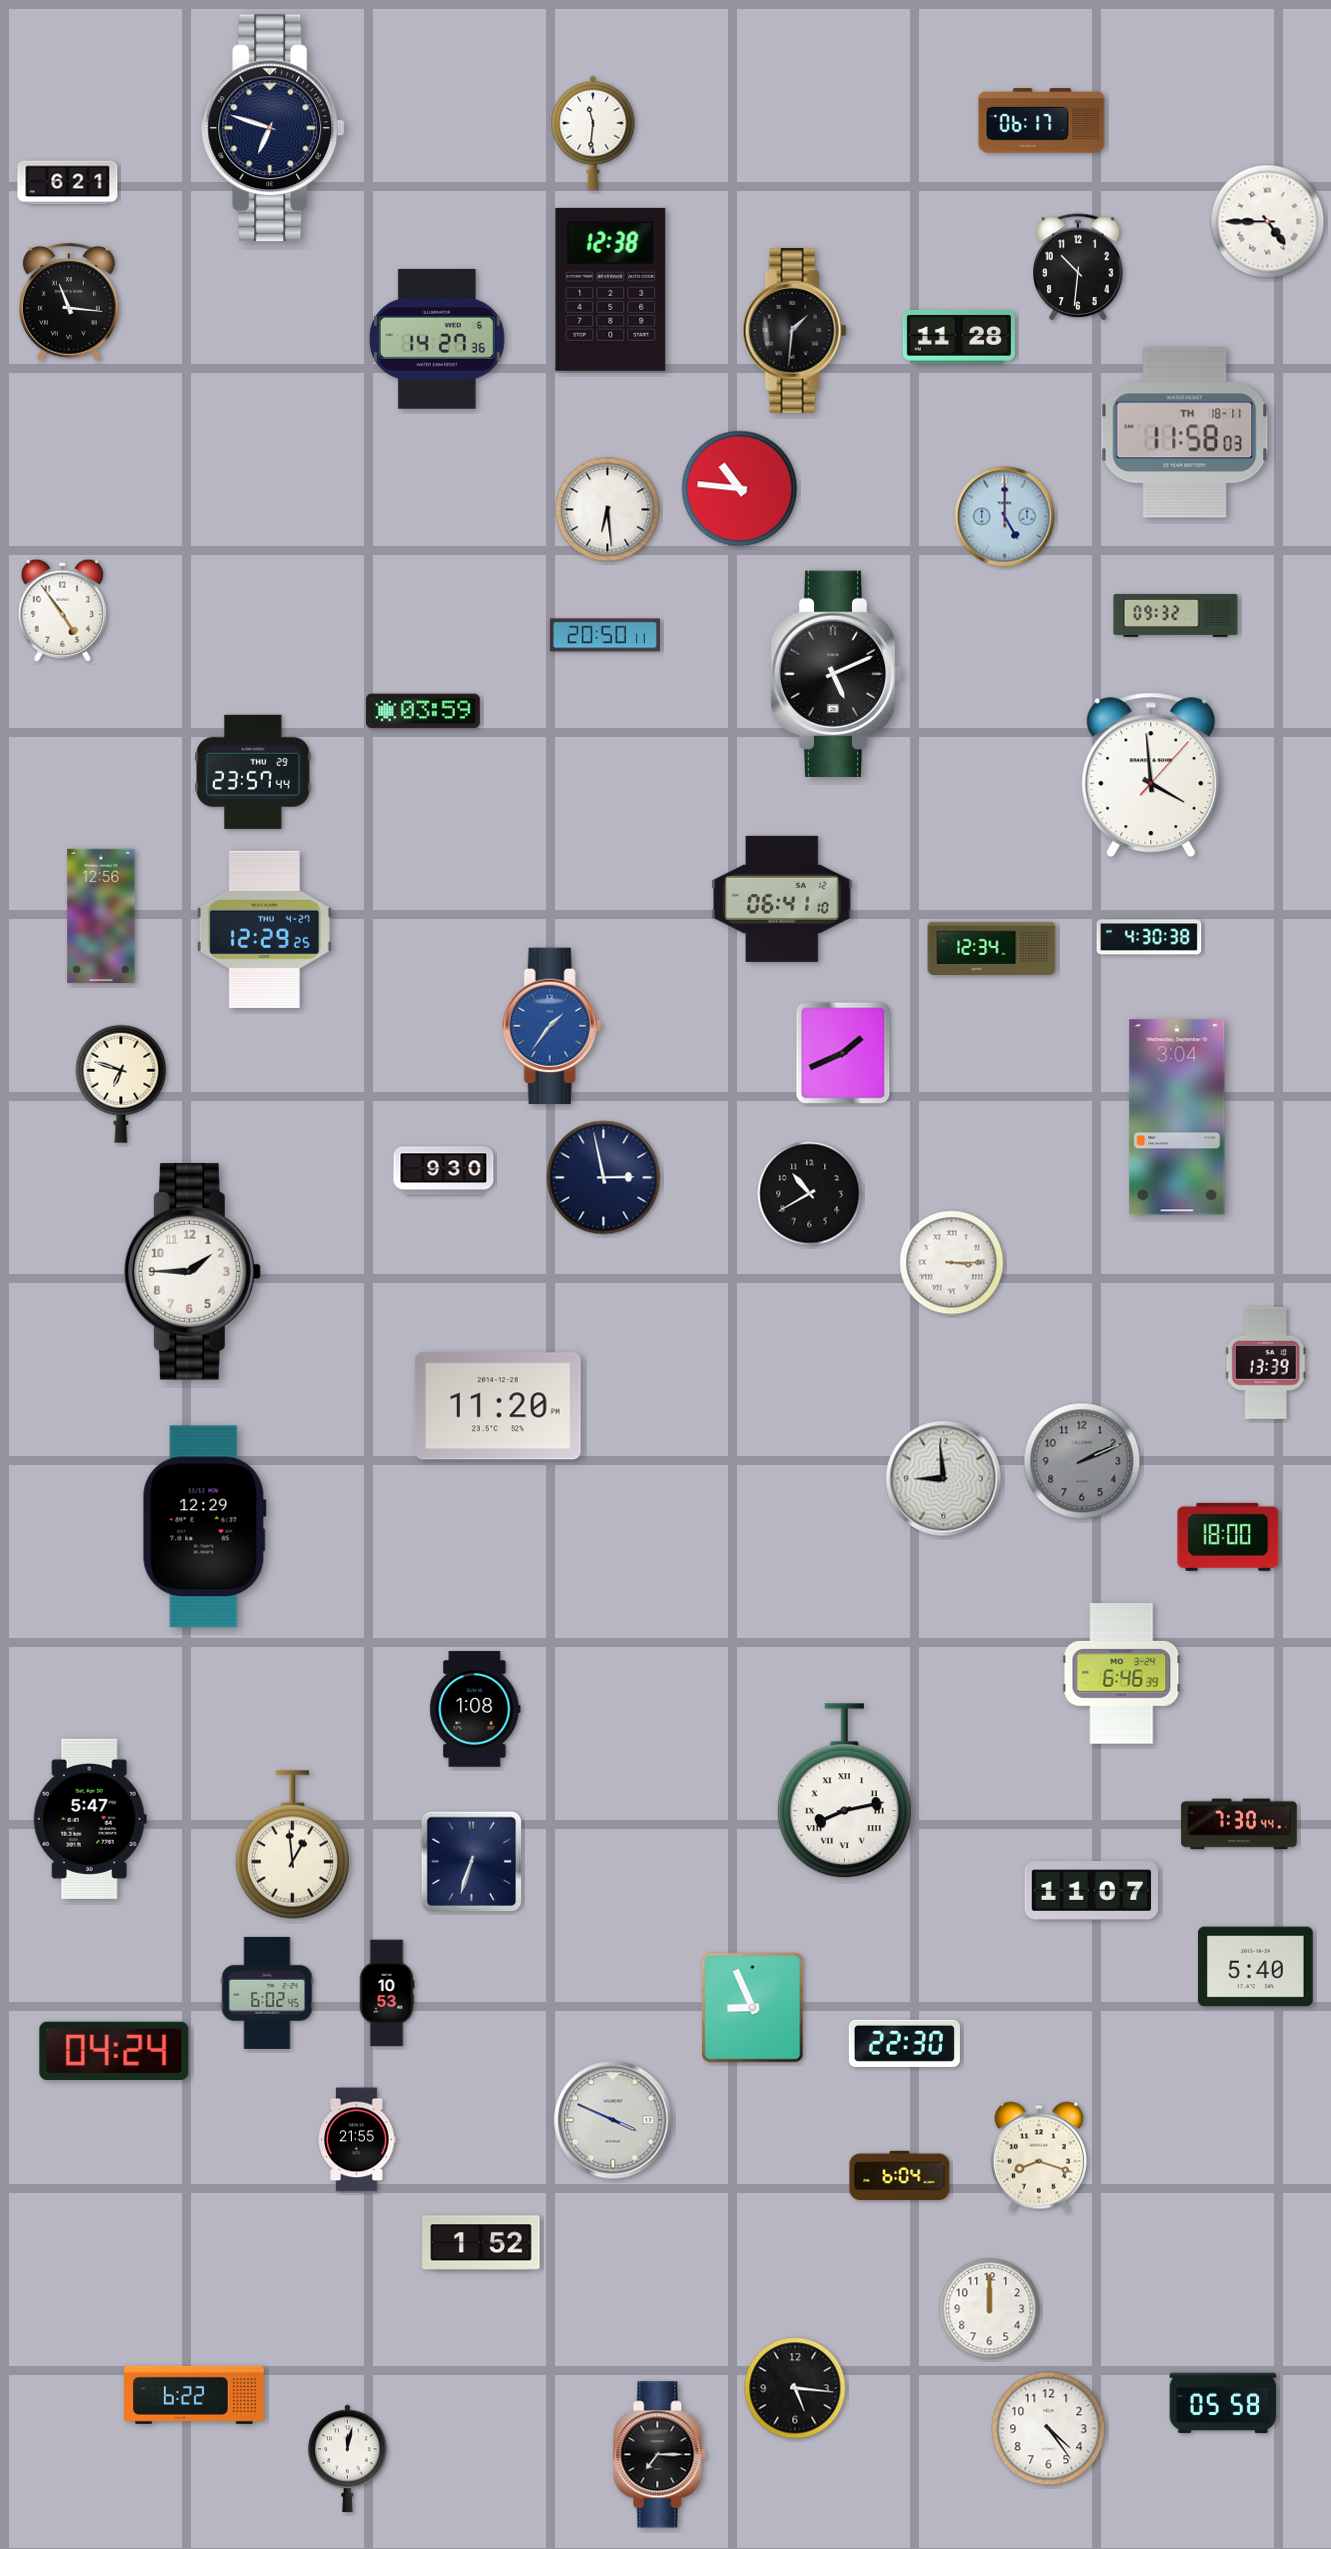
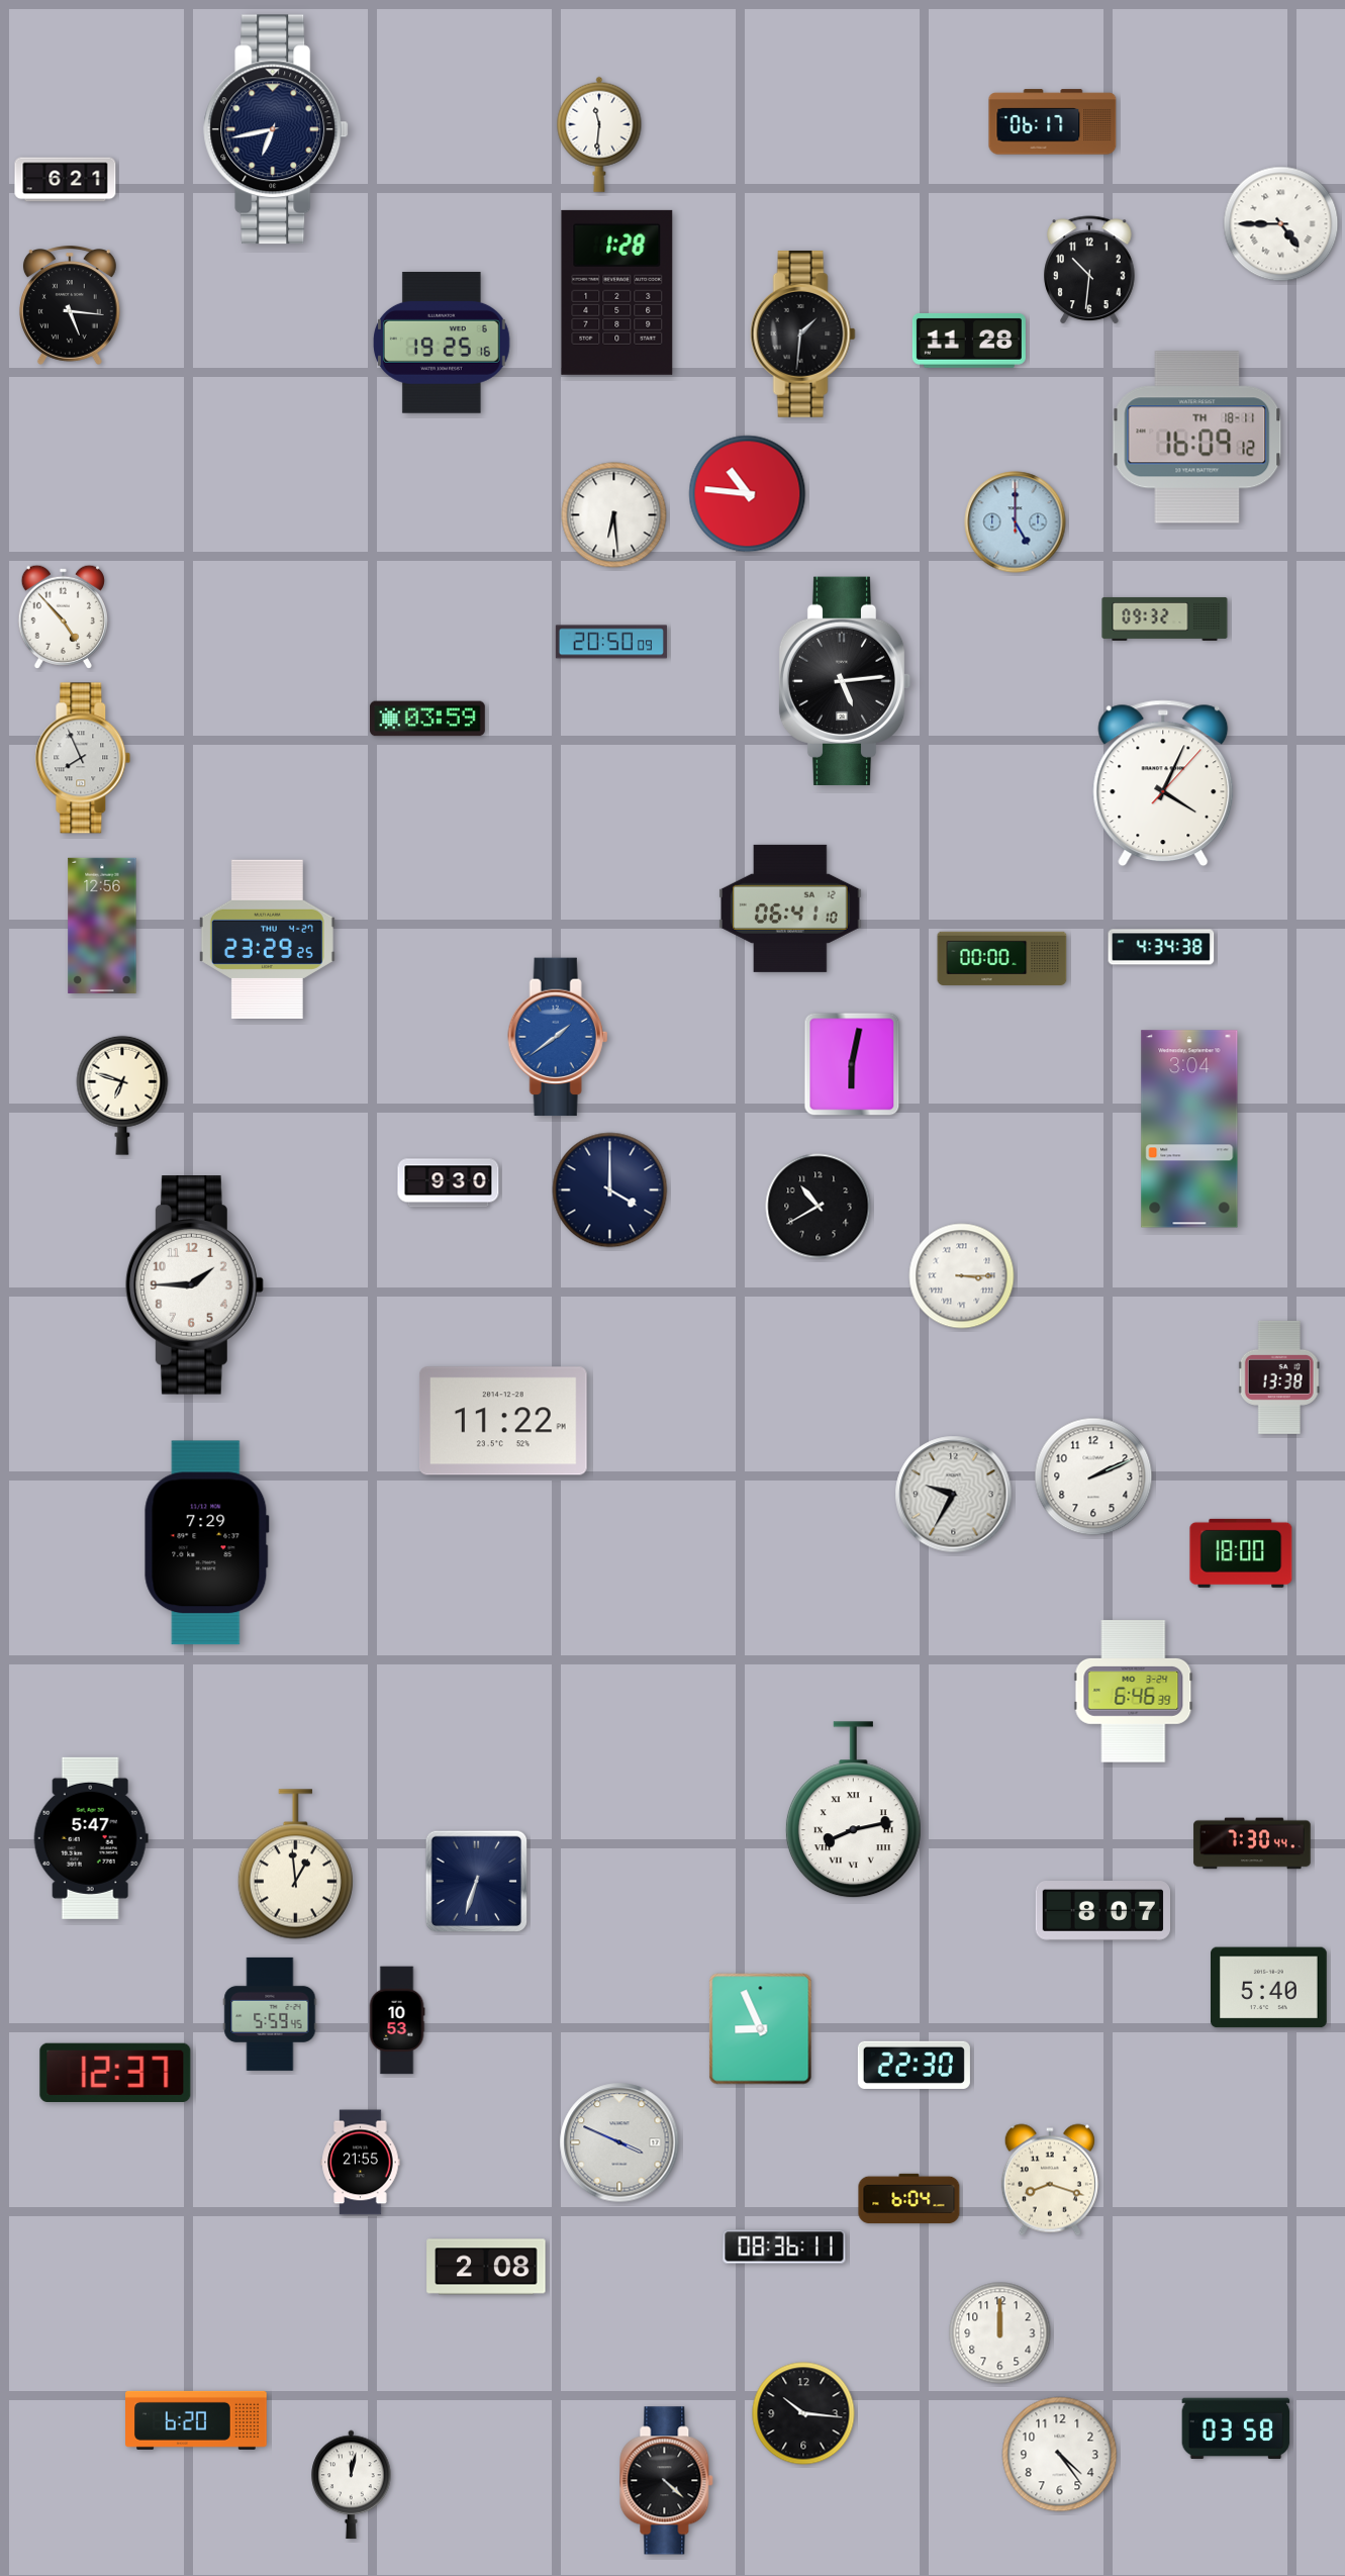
clock at (273, 128): 6:48 -> 6:43
clock at (68, 183) position: (68, 183) -> (66, 180)
clock at (611, 289): 12:38 -> 1:28
clock at (69, 302): 11:16 -> 5:16
clock at (437, 339): 14:27 -> 19:25
clock at (1185, 433): 11:58 -> 16:09
clock at (62, 610): 4:54 -> 4:53
clock at (1176, 615) position: (1176, 615) -> (1165, 618)
clock at (605, 635): 20:50:11 -> 20:50:09
clock at (836, 674): 5:11 -> 5:14
clock at (83, 758): none -> 7:56
clock at (253, 772): 23:57 -> none
clock at (1151, 775): 3:59 -> 4:04
clock at (264, 929): 12:29 -> 23:29
clock at (1149, 937): 4:30 -> 4:34
clock at (992, 948): 12:34 -> 00:00
clock at (552, 1026): 1:36 -> 1:39
clock at (843, 1053): 1:41 -> 6:02
clock at (604, 1178): 2:58 -> 4:00
clock at (1266, 1363): 13:39 -> 13:38
clock at (498, 1406): 11:20 -> 11:22
clock at (1082, 1461) dial: grey -> white
clock at (944, 1479): 8:59 -> 9:35
clock at (204, 1527): 12:29 -> 7:29
clock at (475, 1709): 1:08 -> none
clock at (1091, 1891): 11:07 -> 8:07
clock at (267, 1993): 6:02 -> 5:59
clock at (387, 1993) position: (387, 1993) -> (397, 2020)
clock at (114, 2050): 04:24 -> 12:37
clock at (784, 2247): none -> 08:36
clock at (481, 2243): 1:52 -> 2:08
clock at (795, 2388): 5:16 -> 10:16
clock at (195, 2395): 6:22 -> 6:20
clock at (1223, 2403): 05:58 -> 03:58
clock at (660, 2455): 7:15 -> 4:22
